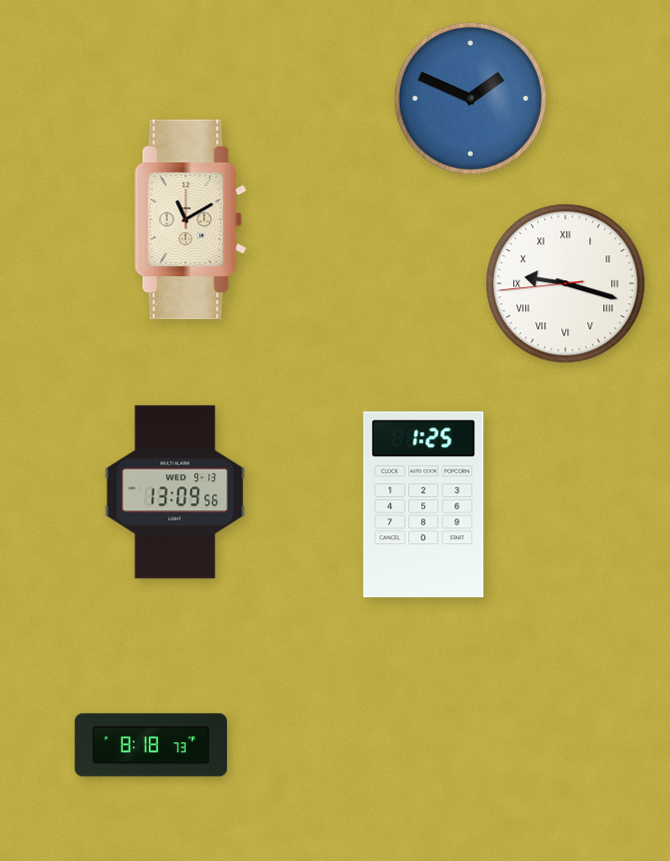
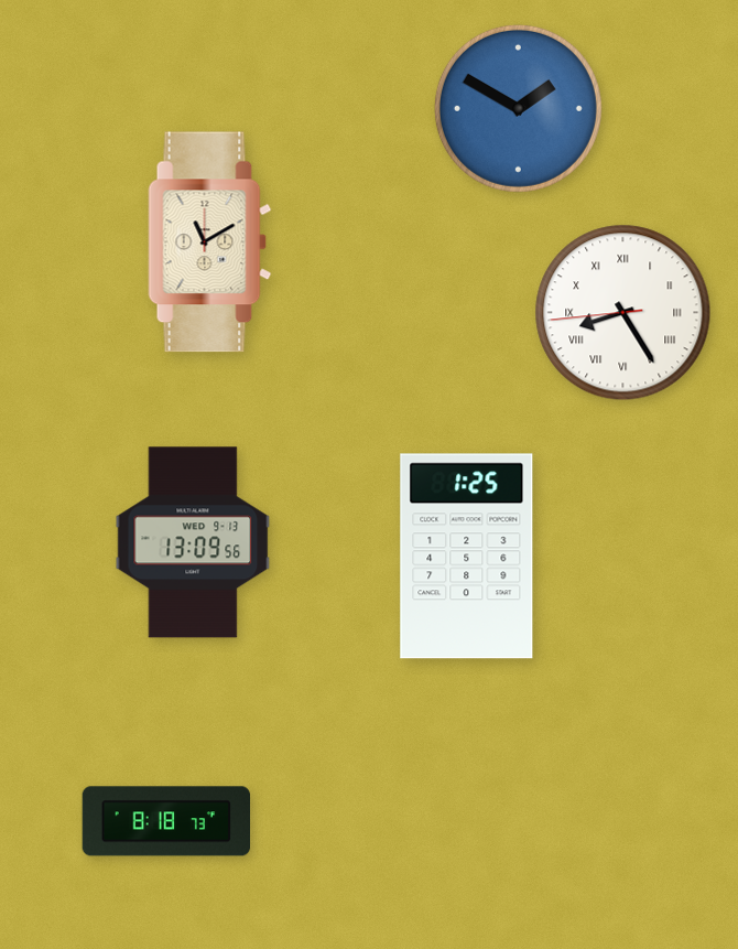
clock at (470, 98): 1:49 -> 1:50
clock at (566, 284): 9:17 -> 8:24
